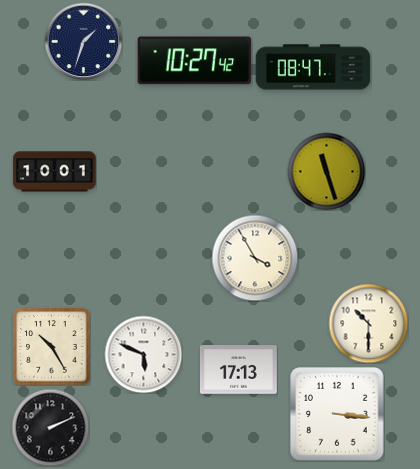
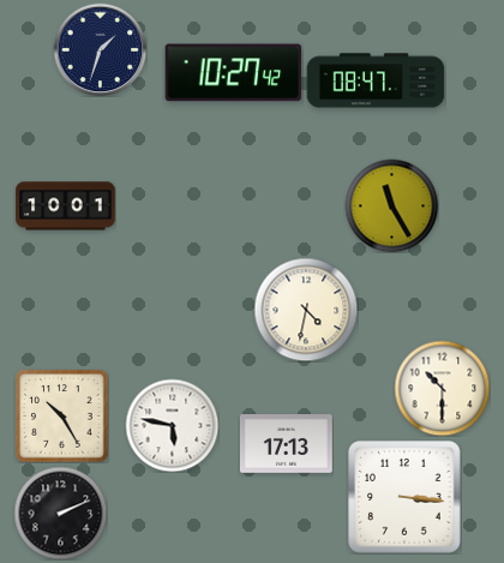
clock at (326, 171): 11:27 -> 11:25
clock at (255, 258): 3:55 -> 4:32
clock at (143, 354): 5:49 -> 5:47
